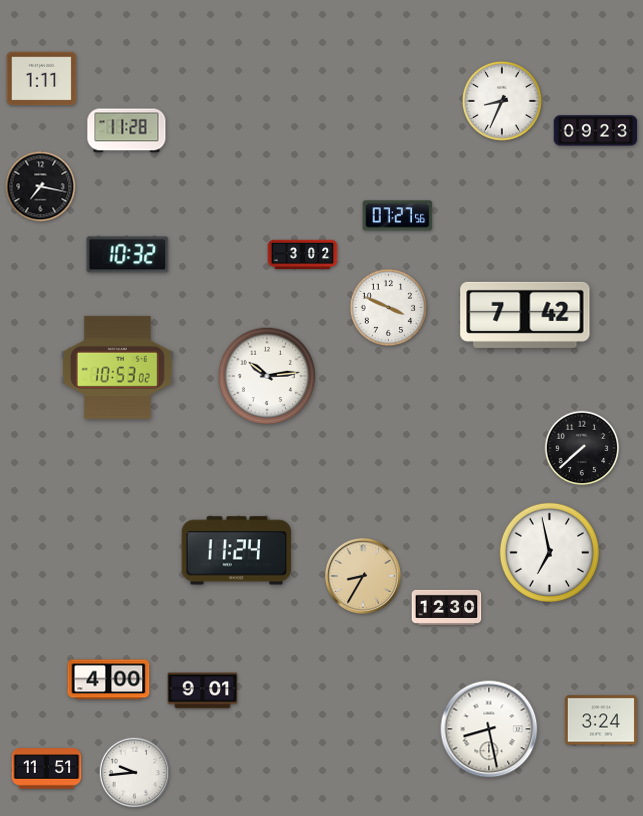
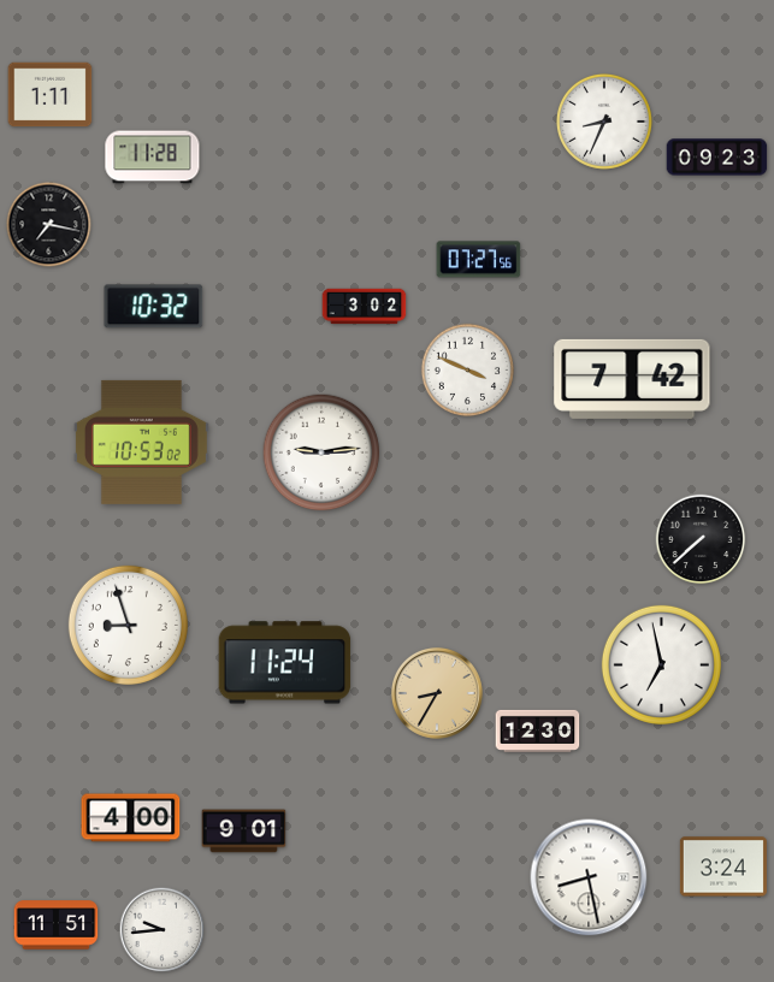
clock at (267, 376): 10:14 -> 9:14
clock at (128, 625): none -> 8:57
